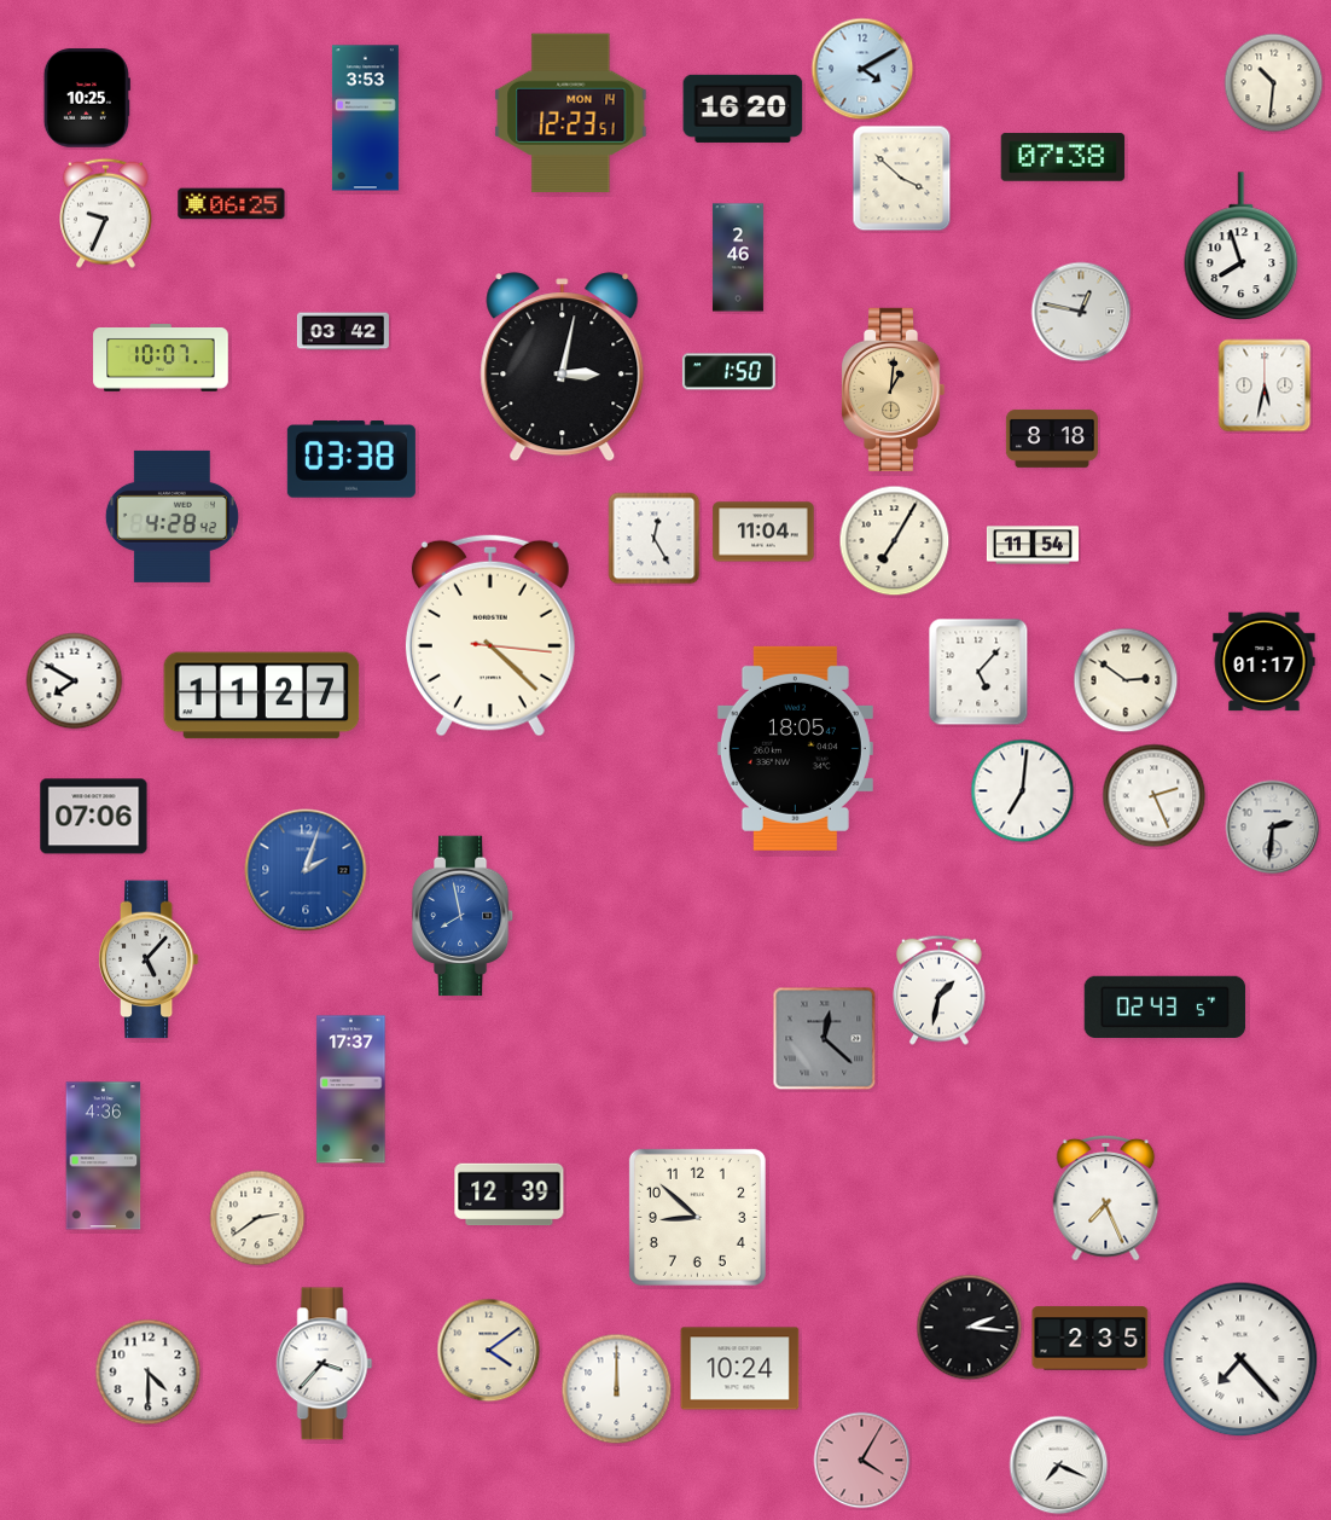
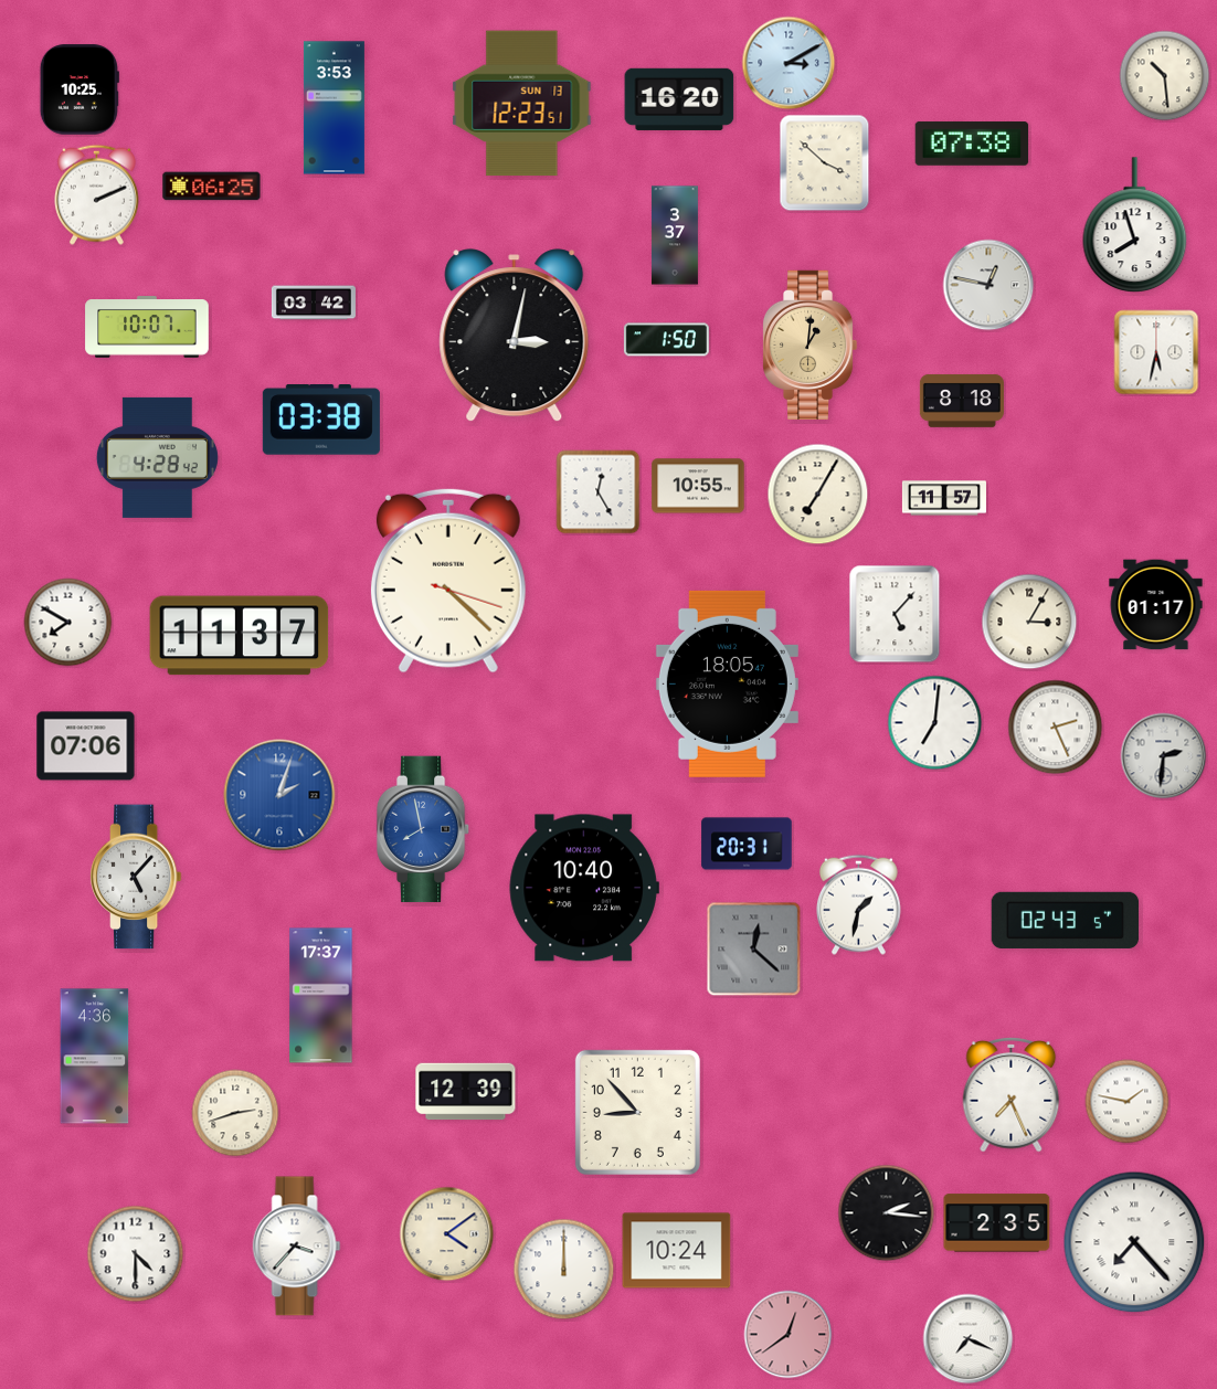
clock at (862, 69): 4:10 -> 3:10
clock at (1274, 83): 10:31 -> 10:29
clock at (571, 114) date: MON 14 -> SUN 13
clock at (105, 213): 9:34 -> 2:11
clock at (738, 257): 2:46 -> 3:37
clock at (893, 389) position: (893, 389) -> (809, 344)
clock at (172, 516) position: (172, 516) -> (157, 457)
clock at (763, 532): 11:04 -> 10:55
clock at (1033, 545): 11:54 -> 11:57
clock at (490, 636): 4:22:16 -> 4:22:18
clock at (1126, 680): 2:51 -> 3:05
clock at (262, 696): 11:27 -> 11:37
clock at (463, 916) position: (463, 916) -> (423, 829)
clock at (747, 844): none -> 20:31
clock at (584, 888): none -> 10:40
clock at (1128, 1102): none -> 1:47
clock at (697, 1217): 8:52 -> 8:53
clock at (257, 1218): 2:39 -> 2:42
clock at (862, 1461): 4:05 -> 12:39
